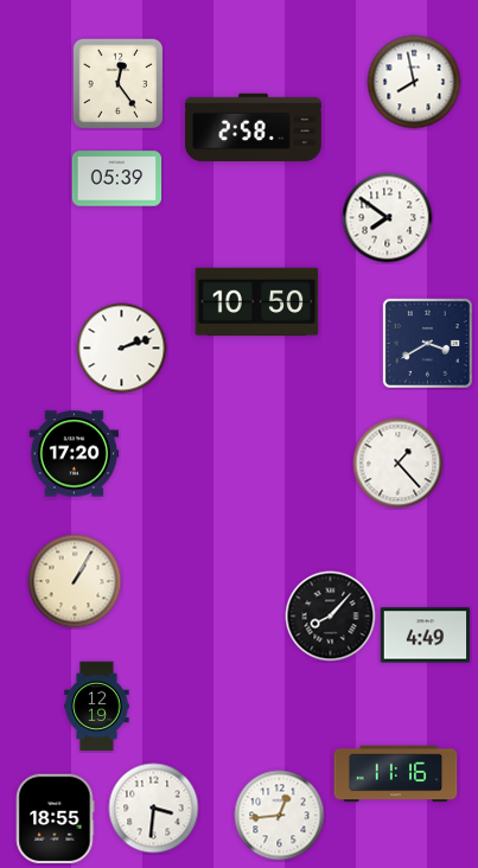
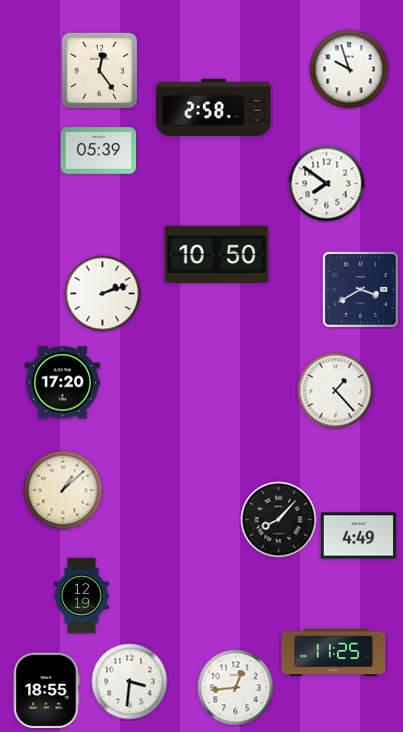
clock at (414, 82): 7:58 -> 9:57
clock at (75, 581): 1:05 -> 1:08
clock at (396, 774): 11:16 -> 11:25
